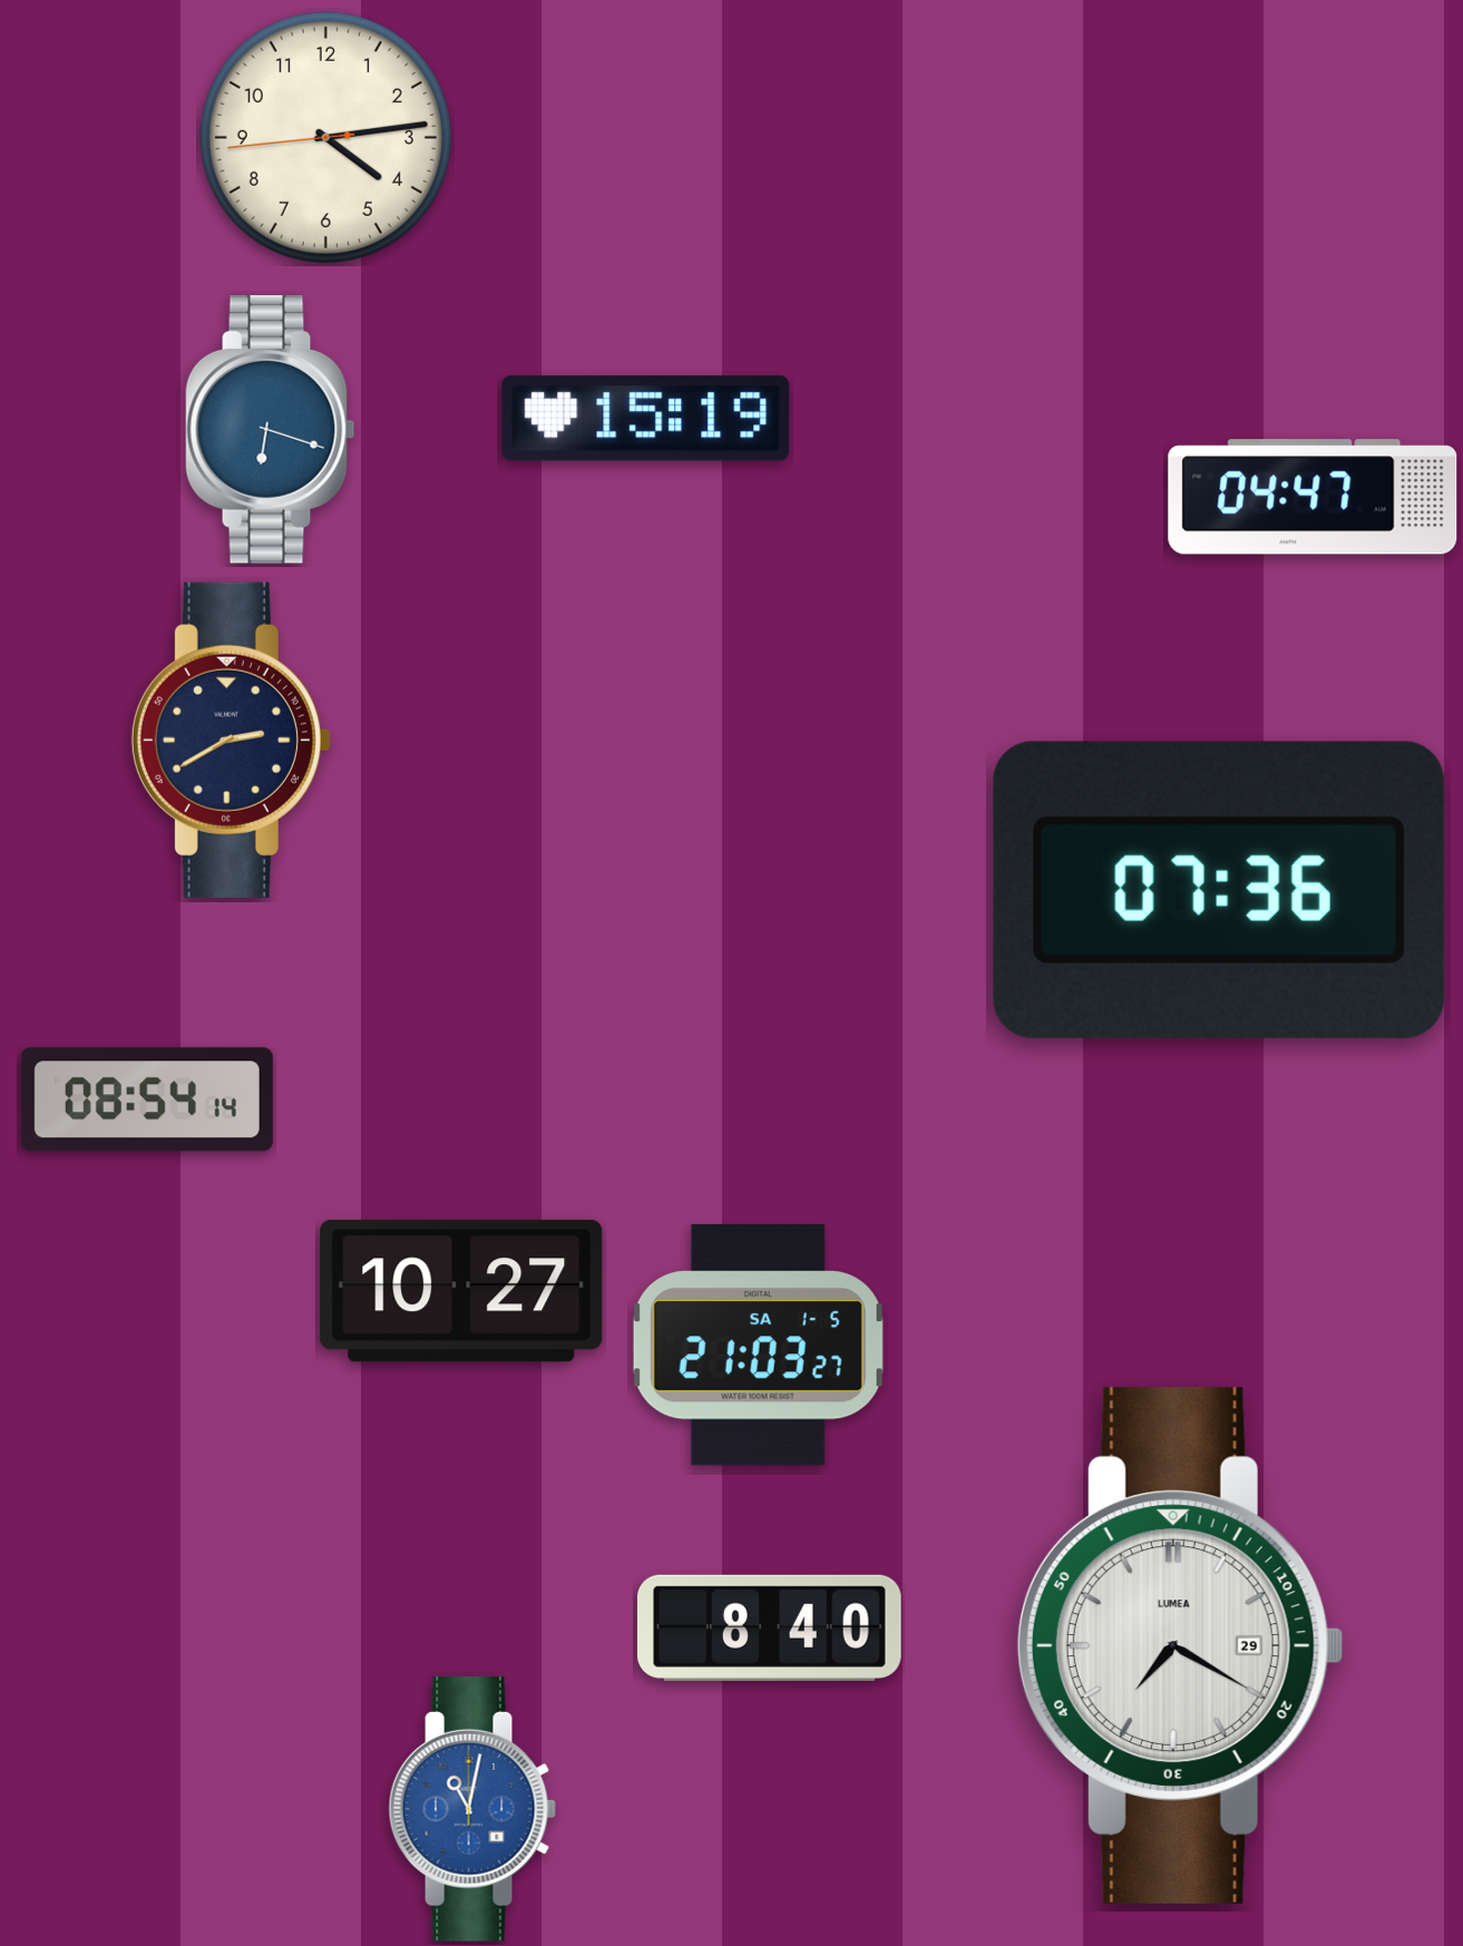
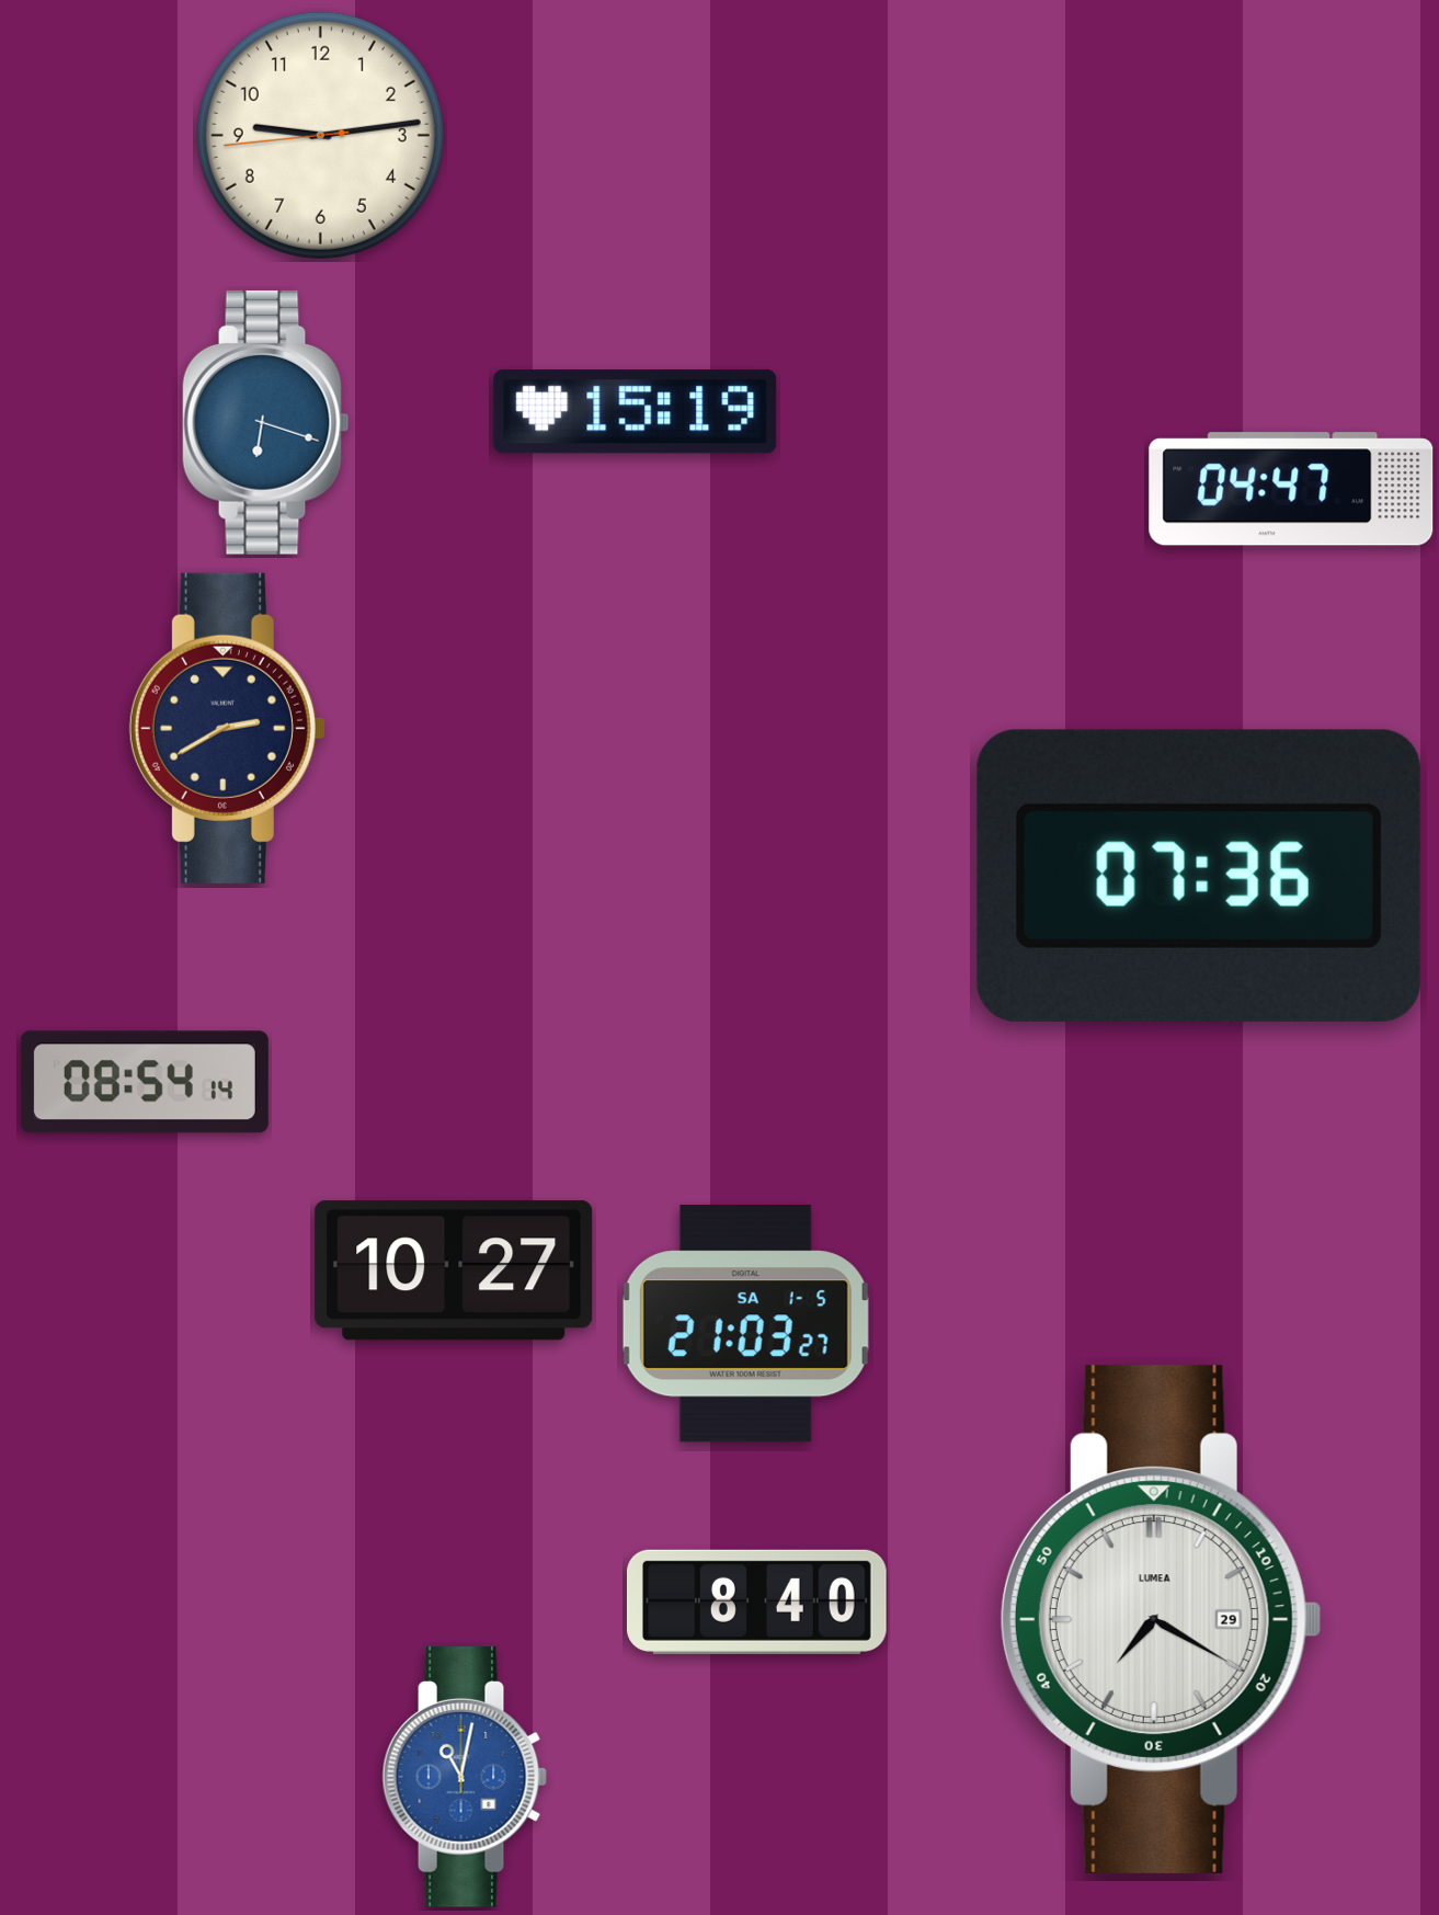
clock at (325, 137): 4:13 -> 9:13
clock at (472, 1809) position: (472, 1809) -> (465, 1777)
